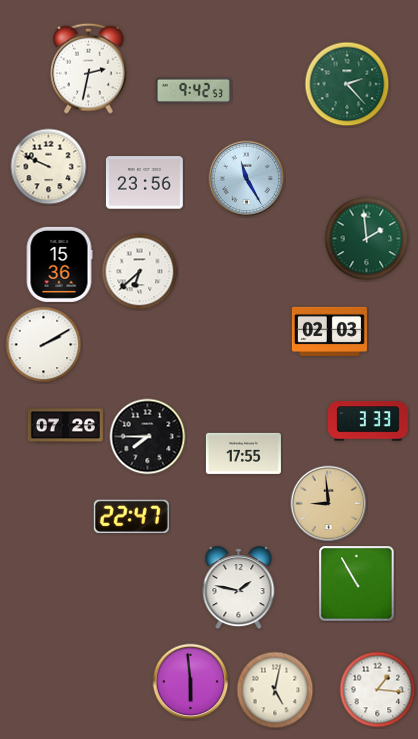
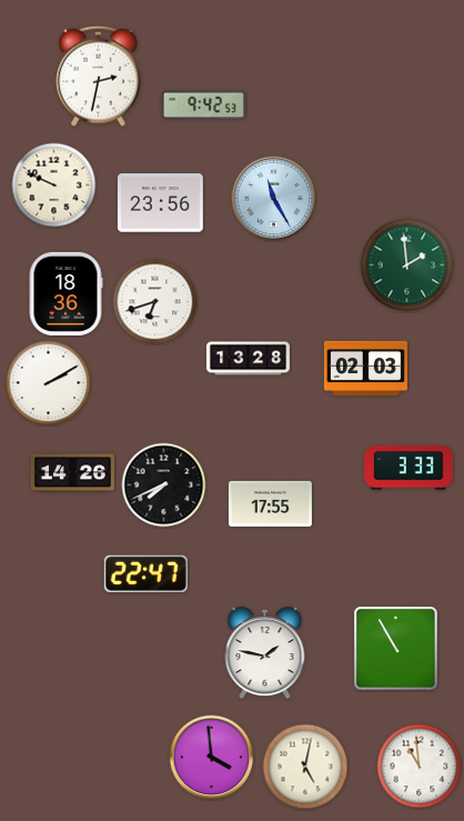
clock at (347, 84): 2:23 -> none
clock at (193, 91) position: (193, 91) -> (203, 106)
clock at (59, 264): 15:36 -> 18:36
clock at (140, 272): 6:38 -> 6:42
clock at (248, 359): none -> 13:28
clock at (65, 426): 07:26 -> 14:26
clock at (148, 437): 7:45 -> 7:41
clock at (329, 504): 8:59 -> none
clock at (191, 682): 5:59 -> 3:59
clock at (378, 690): 1:16 -> 10:59
